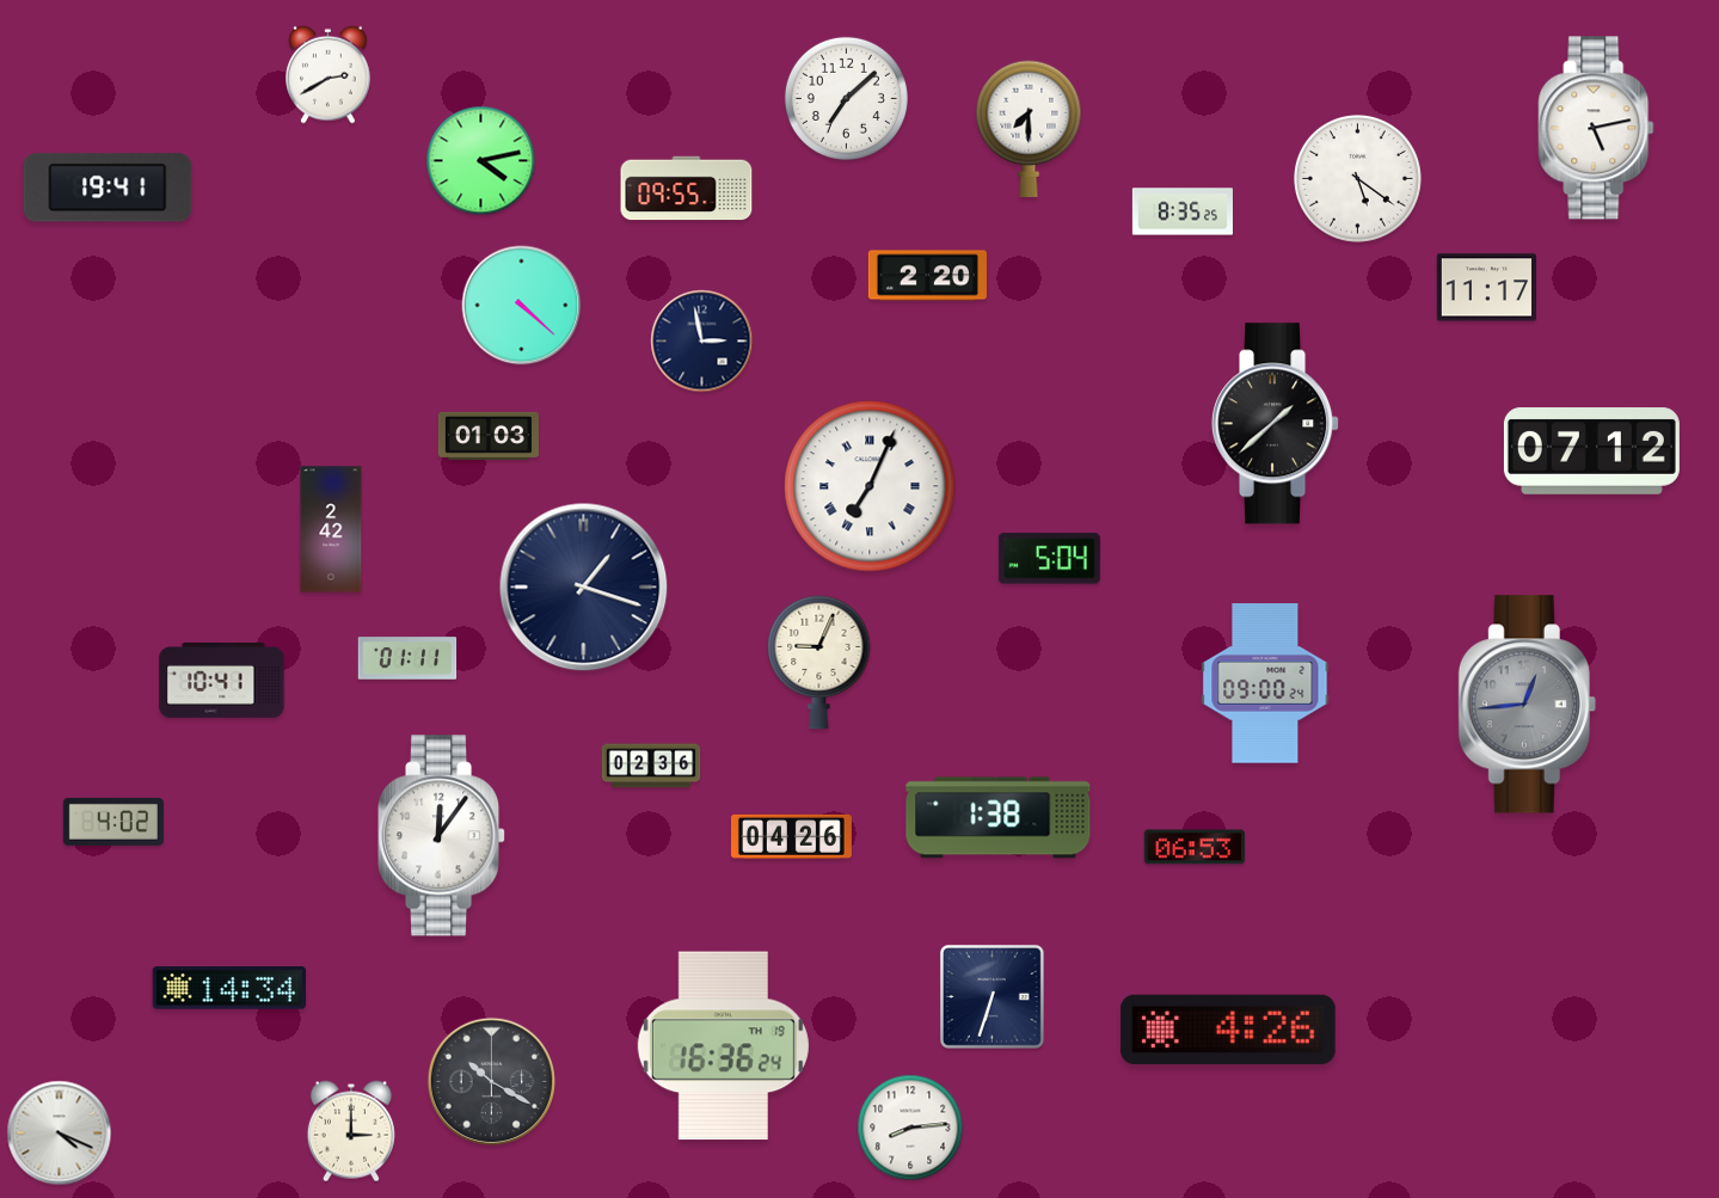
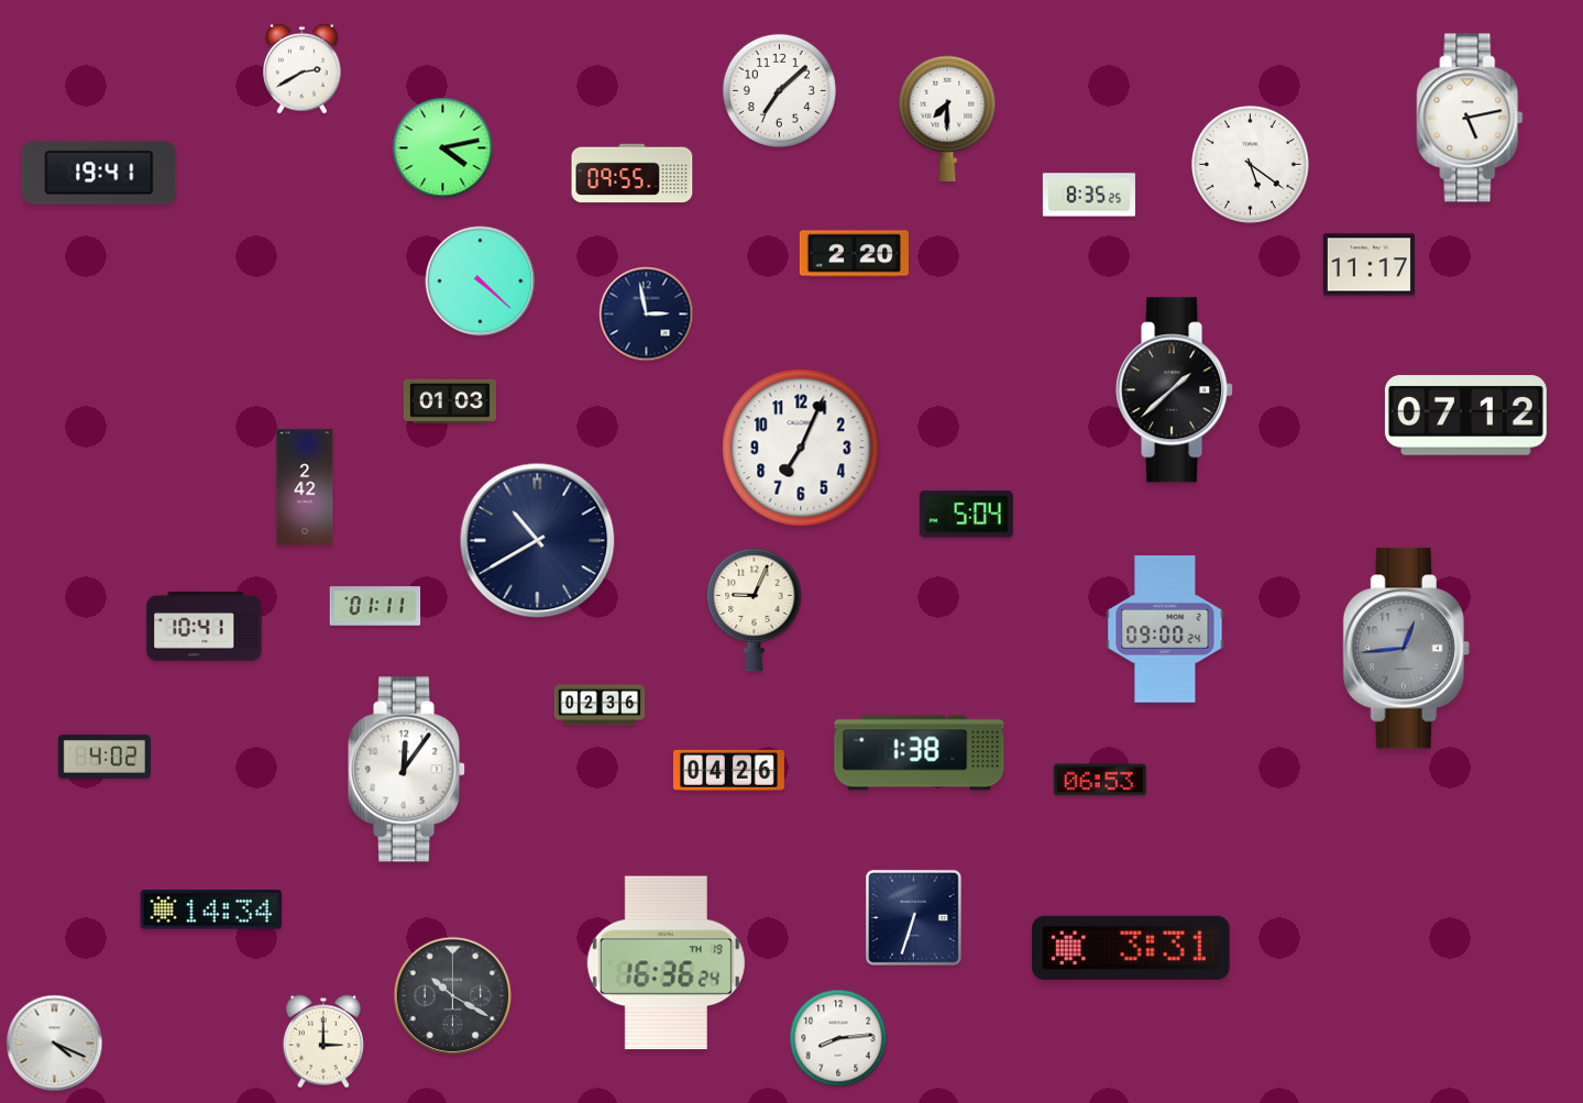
clock at (870, 486) numerals: Roman -> Arabic
clock at (584, 588): 1:18 -> 10:40
clock at (1229, 1030): 4:26 -> 3:31
